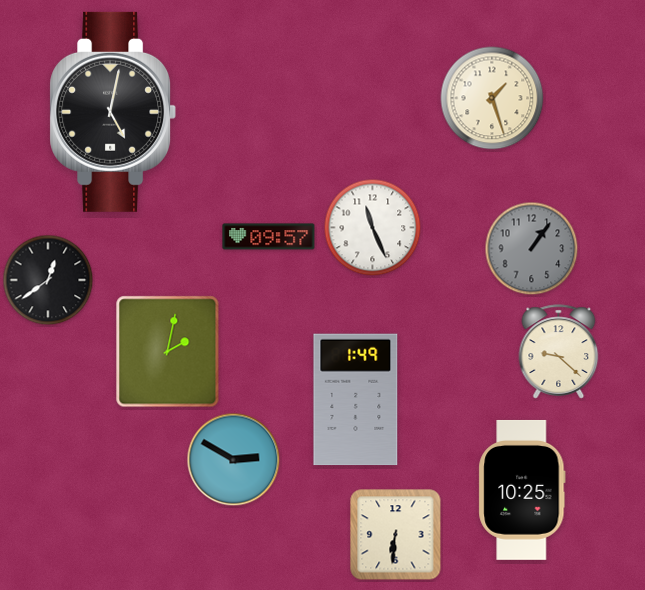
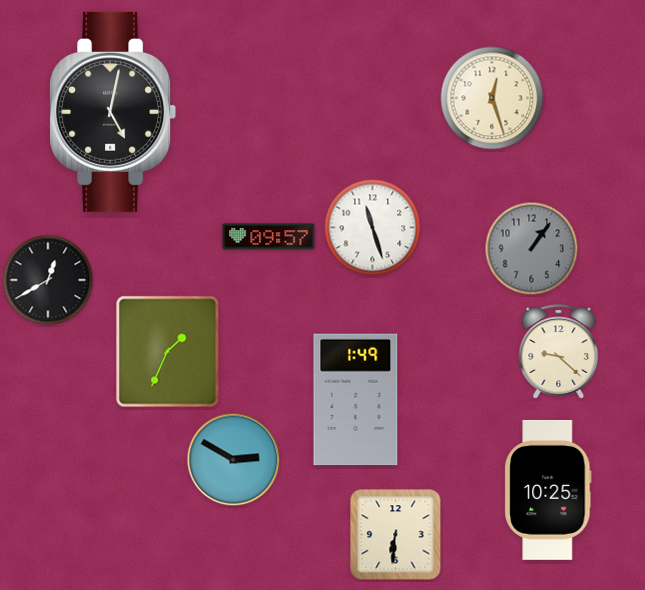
clock at (492, 98): 1:27 -> 12:27
clock at (373, 228): 11:26 -> 11:27
clock at (48, 280): 12:39 -> 12:40
clock at (168, 352): 2:02 -> 1:34
clock at (522, 490) position: (522, 490) -> (548, 490)
